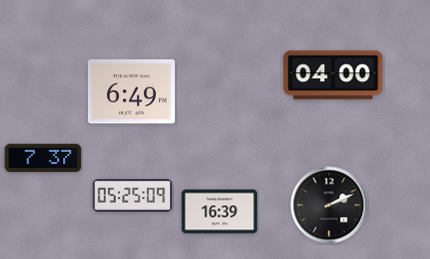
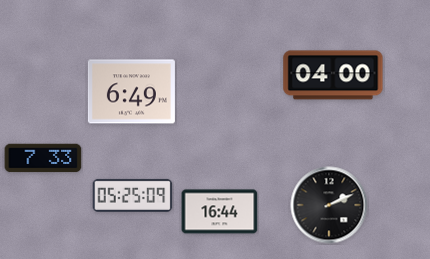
clock at (43, 158): 7:37 -> 7:33
clock at (220, 212): 16:39 -> 16:44
